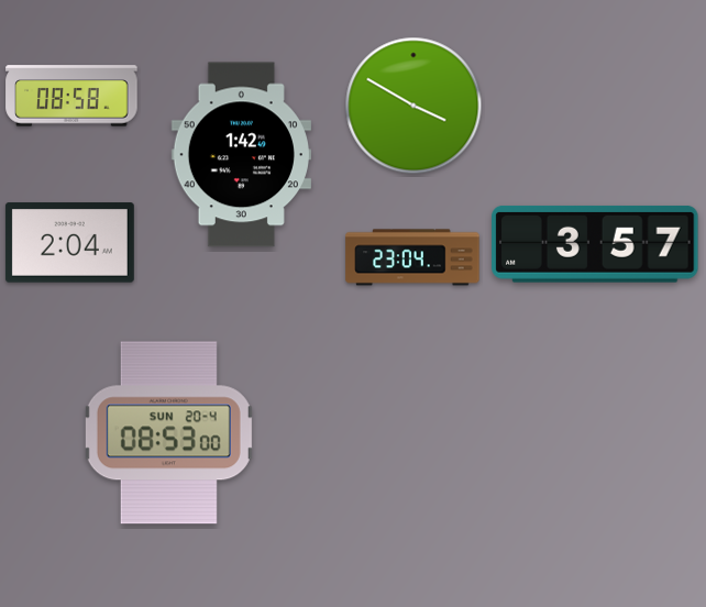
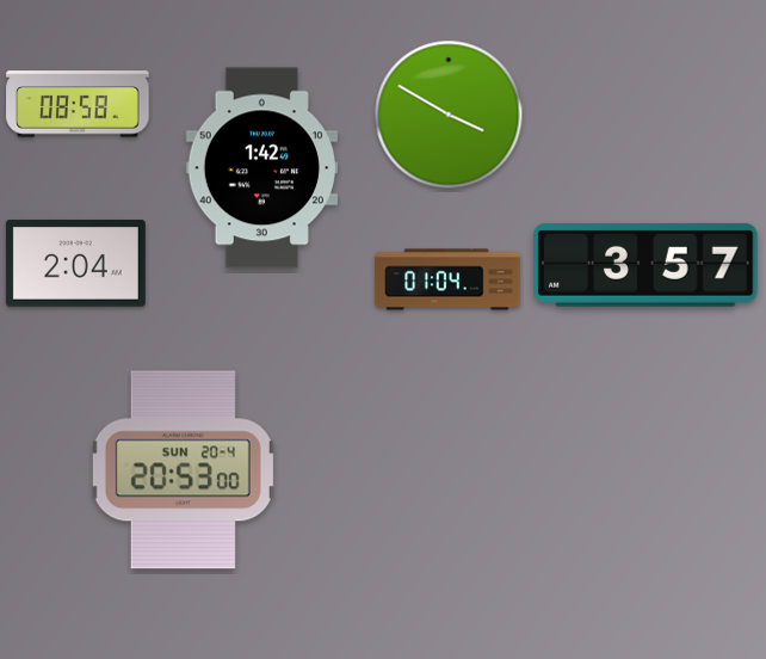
clock at (412, 257): 23:04 -> 01:04
clock at (168, 433): 08:53 -> 20:53
